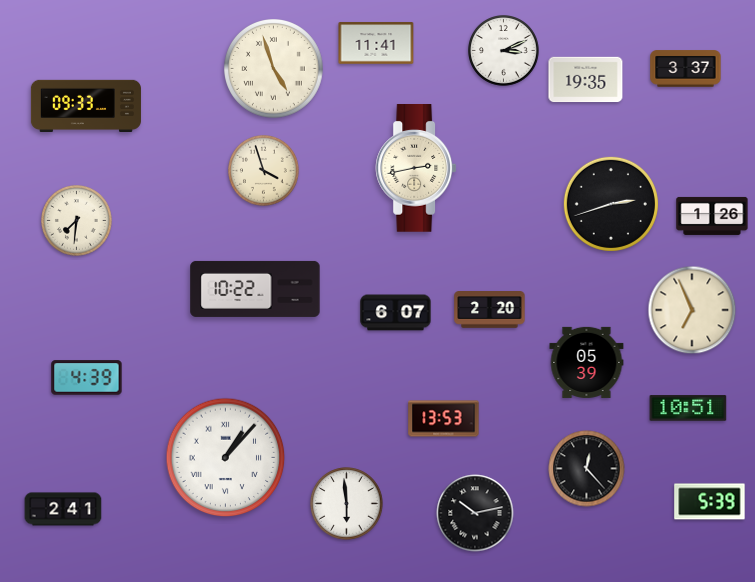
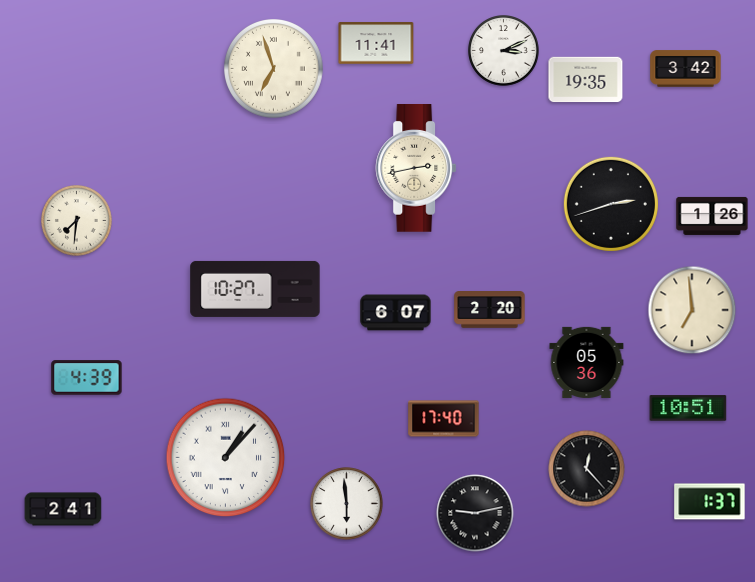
clock at (274, 69): 4:57 -> 6:57
clock at (686, 69): 3:37 -> 3:42
clock at (86, 105): 09:33 -> none
clock at (264, 171): 3:57 -> none
clock at (255, 289): 10:22 -> 10:27
clock at (692, 310): 6:56 -> 6:59
clock at (587, 362): 05:39 -> 05:36
clock at (444, 419): 13:53 -> 17:40
clock at (710, 502): 5:39 -> 1:37
clock at (475, 513): 10:13 -> 9:13
